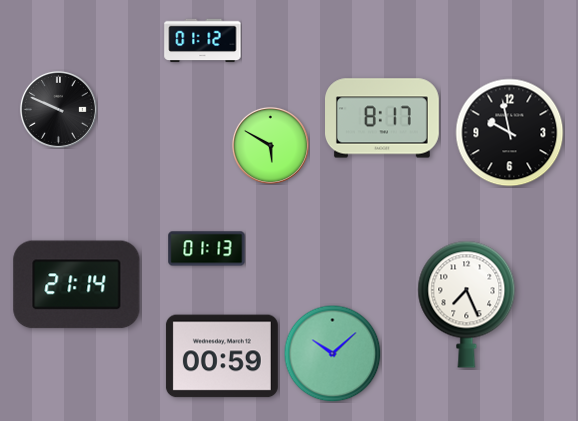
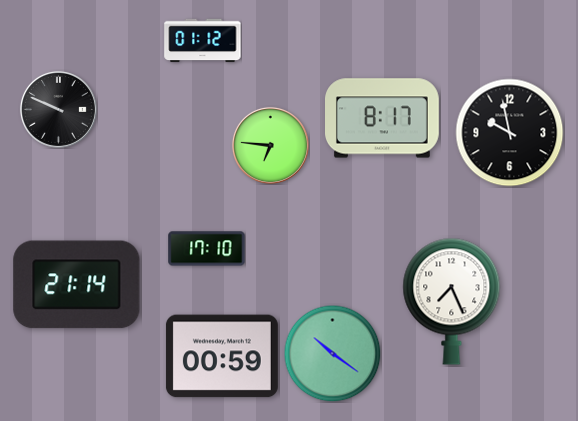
clock at (270, 145): 5:50 -> 6:46
clock at (207, 249): 01:13 -> 17:10
clock at (467, 304) position: (467, 304) -> (452, 301)
clock at (332, 353): 10:08 -> 10:21
